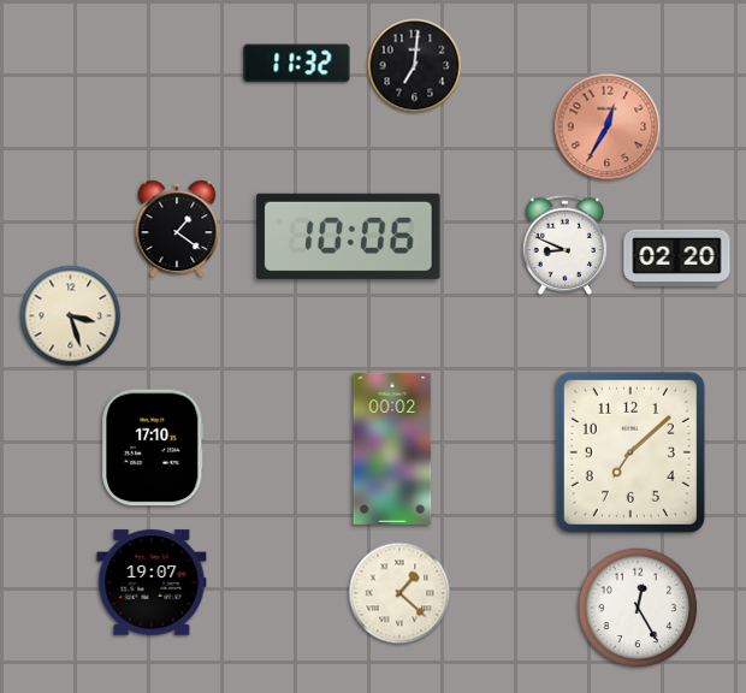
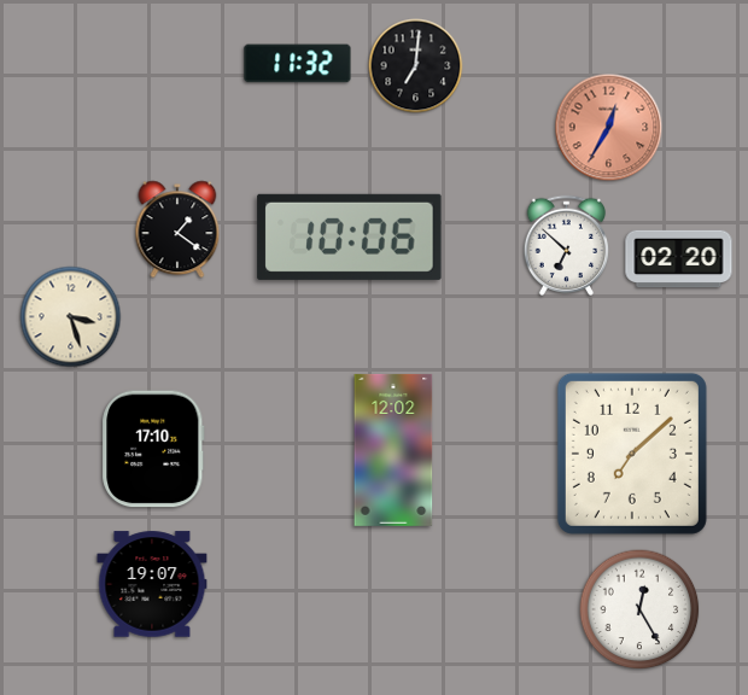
clock at (564, 244): 8:49 -> 6:52
clock at (392, 449): 00:02 -> 12:02
clock at (399, 593): 1:22 -> none
